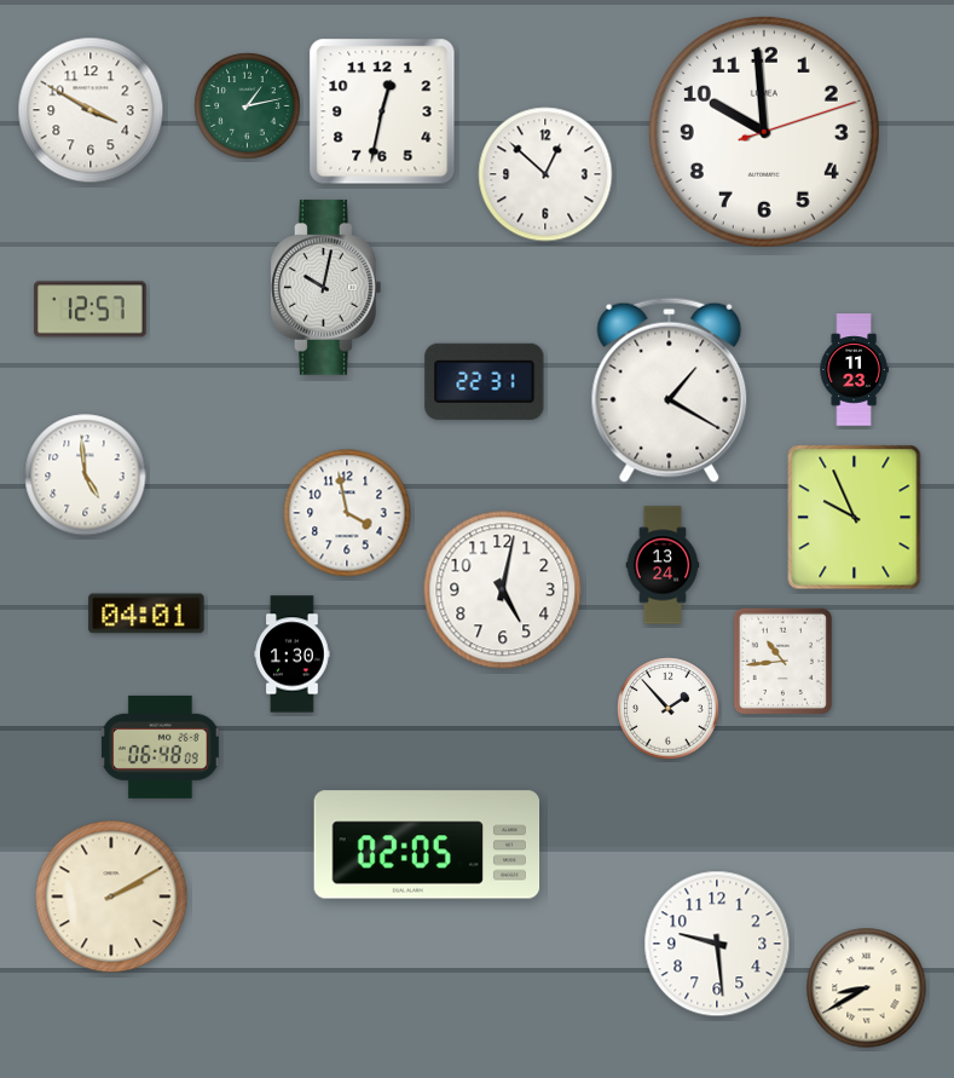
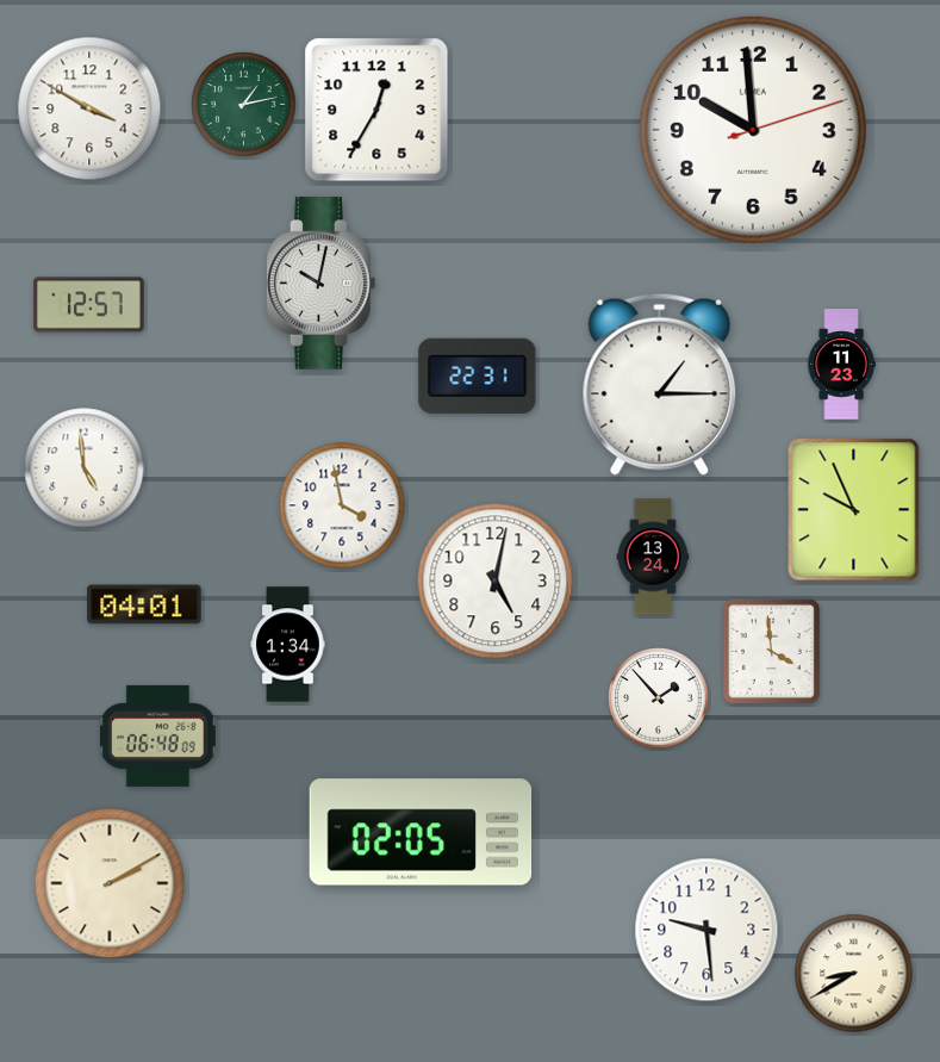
clock at (382, 111): 12:32 -> 12:35
clock at (545, 174): 12:52 -> none
clock at (670, 390): 1:20 -> 1:15
clock at (855, 518) position: (855, 518) -> (854, 510)
clock at (293, 655): 1:30 -> 1:34
clock at (782, 661): 10:44 -> 3:59
